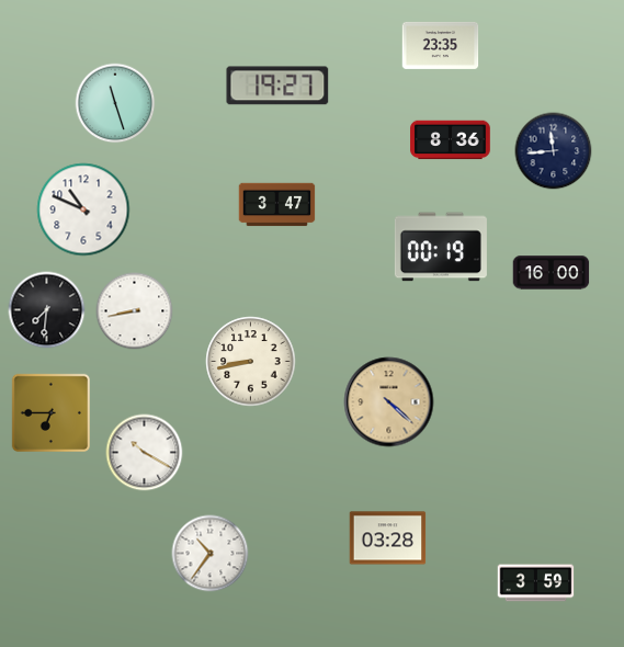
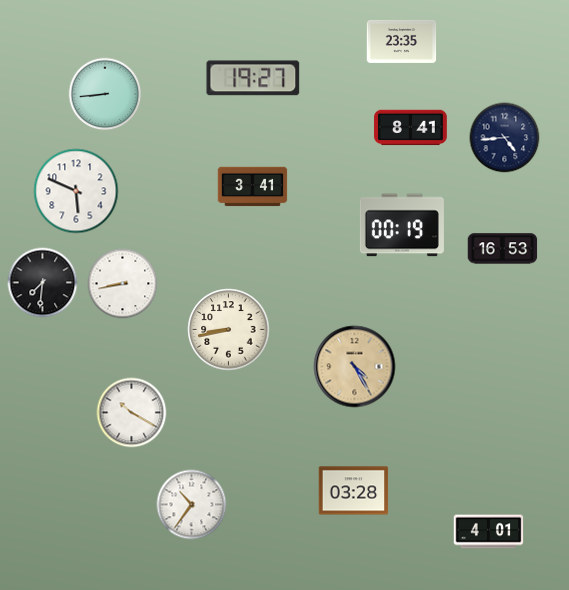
clock at (115, 103): 11:27 -> 8:44
clock at (451, 140): 8:36 -> 8:41
clock at (554, 151): 11:44 -> 4:44
clock at (277, 205): 3:47 -> 3:41
clock at (83, 209): 10:49 -> 5:49
clock at (552, 273): 16:00 -> 16:53
clock at (389, 402): 4:22 -> 4:25
clock at (50, 412): 6:45 -> none
clock at (536, 583): 3:59 -> 4:01
